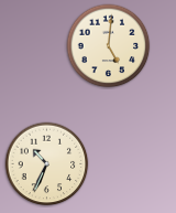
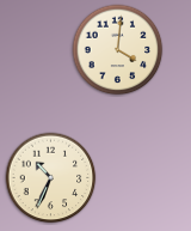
clock at (109, 46): 5:01 -> 4:01
